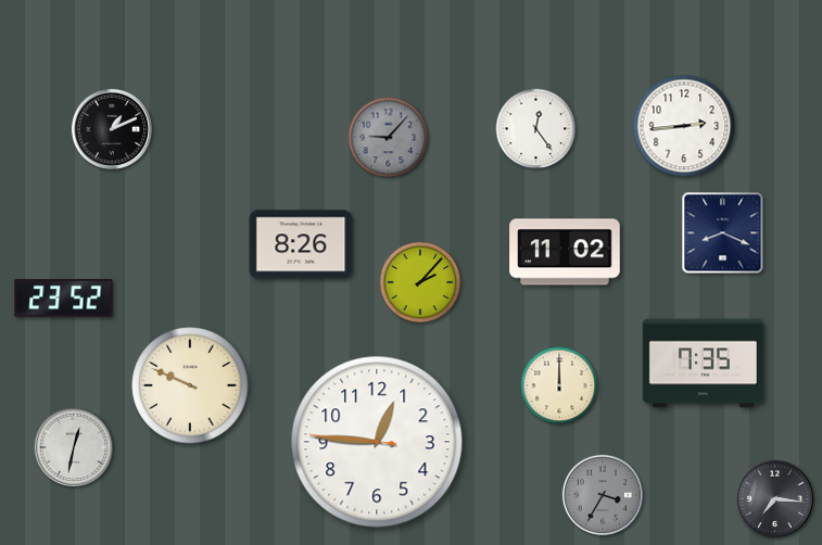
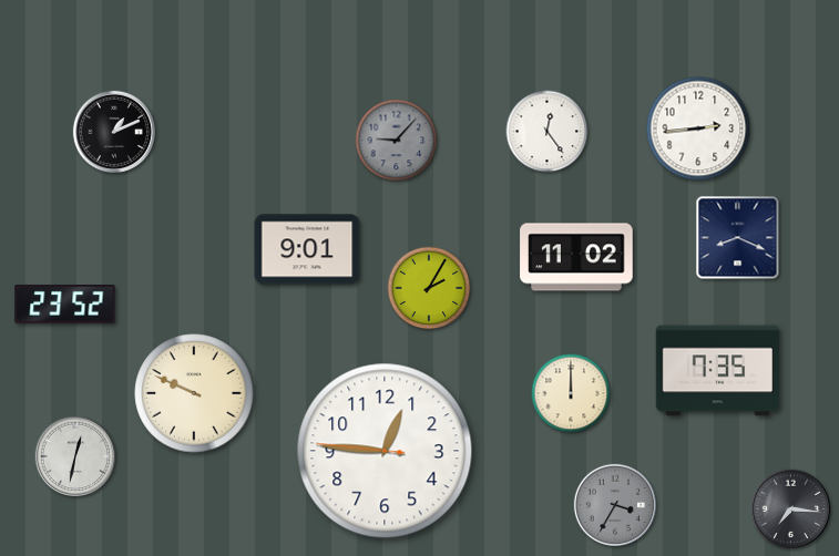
clock at (301, 244): 8:26 -> 9:01
clock at (420, 282): 2:07 -> 2:05
